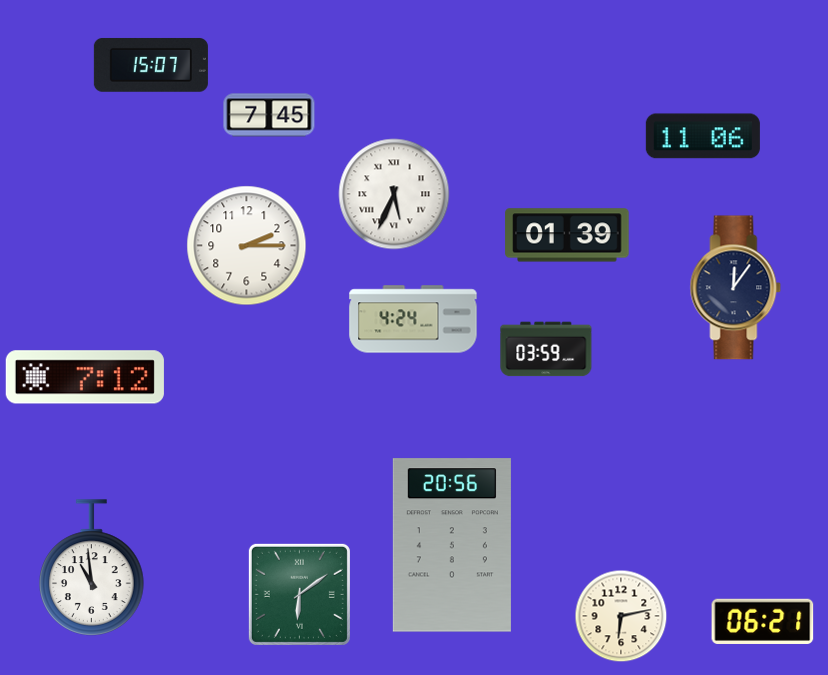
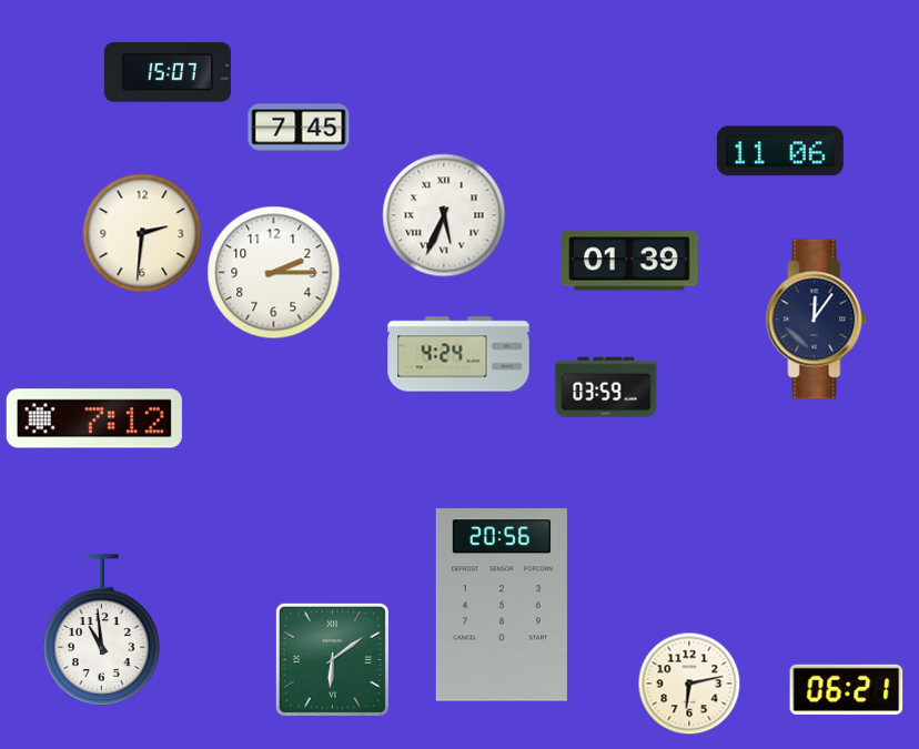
clock at (394, 194) position: (394, 194) -> (444, 215)
clock at (142, 233): none -> 2:31
